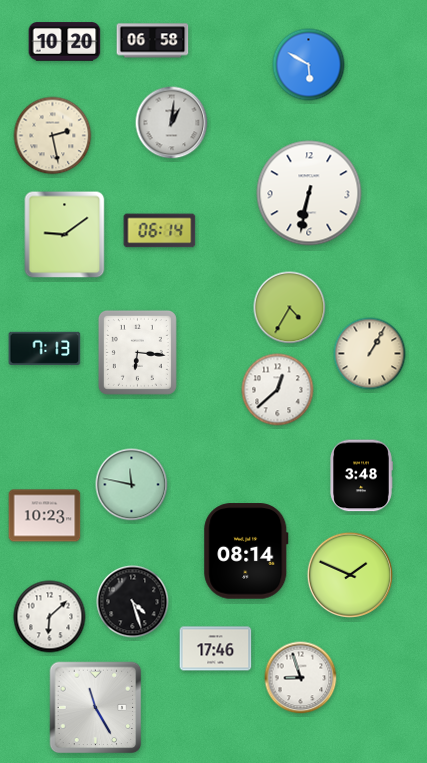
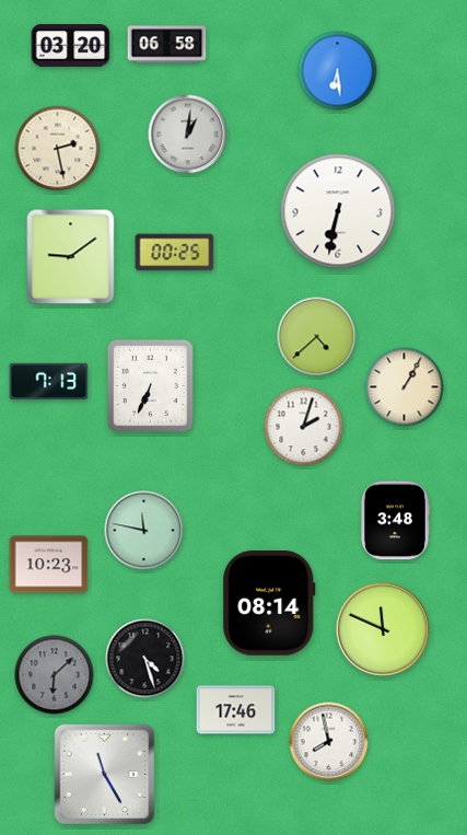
clock at (65, 42): 10:20 -> 03:20
clock at (309, 65): 5:50 -> 6:29
clock at (160, 231): 06:14 -> 00:25
clock at (290, 308): 4:35 -> 4:38
clock at (137, 352): 6:16 -> 6:34
clock at (278, 390): 12:38 -> 2:03
clock at (350, 575): 1:49 -> 11:49
clock at (50, 617) dial: white -> grey
clock at (301, 678): 8:57 -> 7:58
